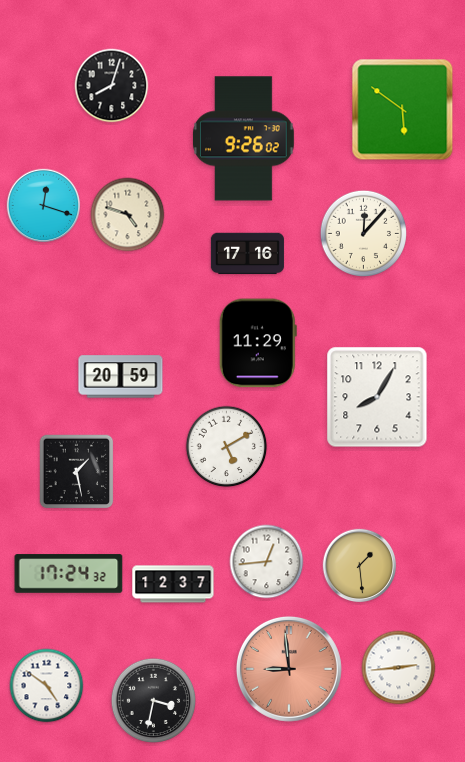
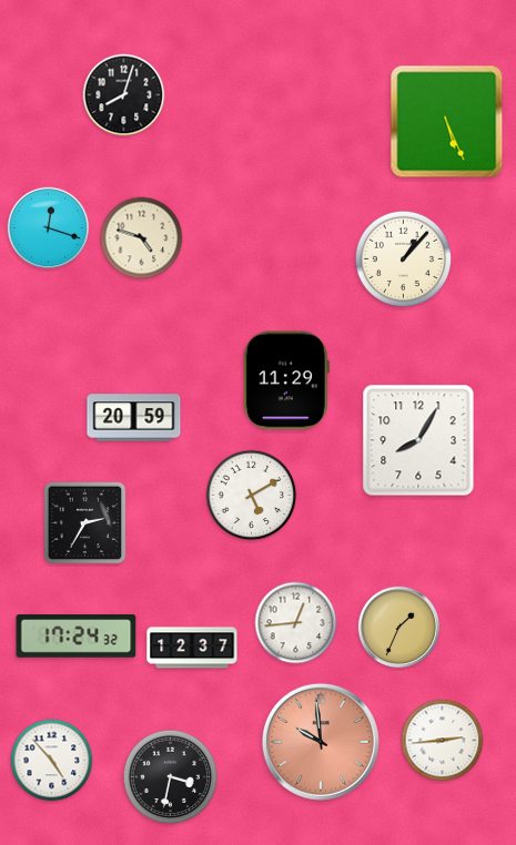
clock at (403, 110): 5:51 -> 5:26
clock at (244, 139): 9:26 -> none
clock at (363, 233): 12:07 -> 1:07
clock at (247, 254): 17:16 -> none
clock at (77, 472): 1:28 -> 2:35
clock at (360, 566): 1:29 -> 1:34
clock at (289, 669): 8:59 -> 9:59
clock at (47, 686): 4:51 -> 4:53
